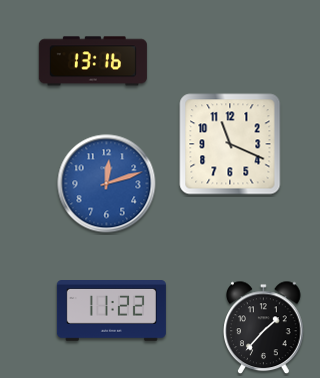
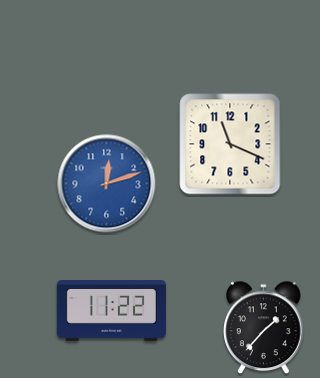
clock at (93, 61): 13:16 -> none
